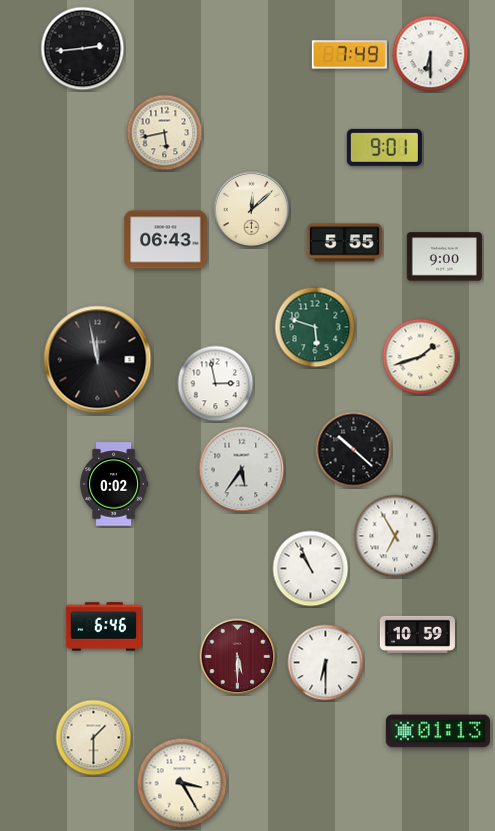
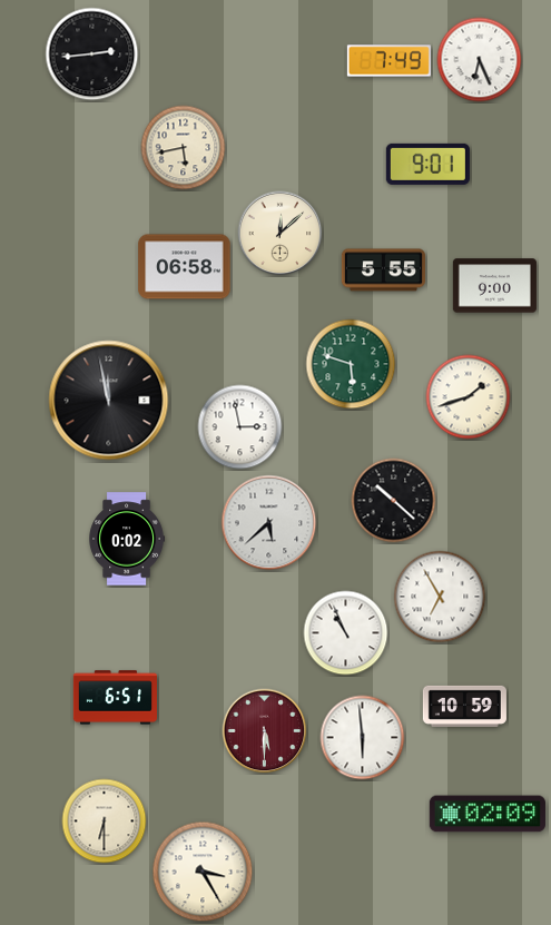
clock at (431, 54): 6:30 -> 6:26
clock at (166, 240): 06:43 -> 06:58
clock at (242, 470): 5:36 -> 5:38
clock at (103, 627): 6:46 -> 6:51
clock at (326, 663): 6:30 -> 5:59
clock at (438, 731): 01:13 -> 02:09
clock at (94, 738): 1:30 -> 6:30
